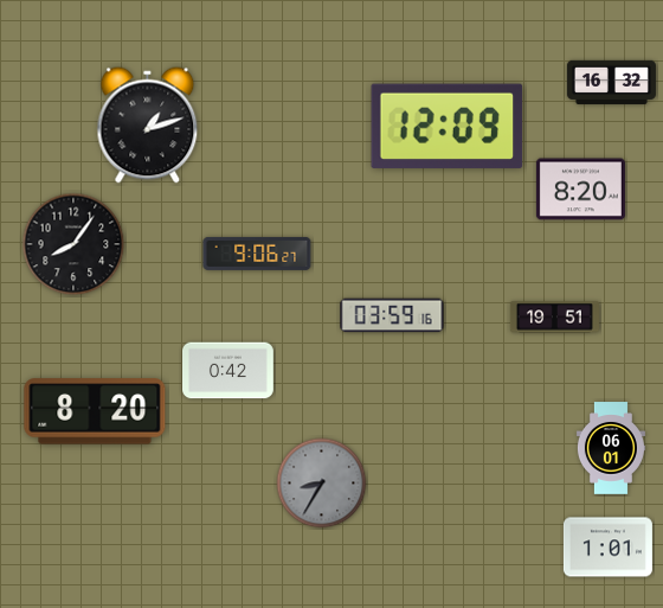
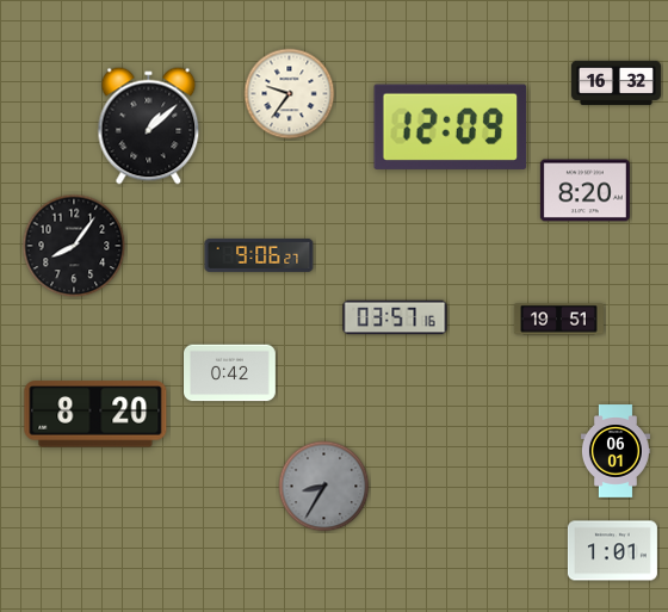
clock at (290, 94): none -> 9:36
clock at (148, 126): 1:12 -> 1:08
clock at (392, 315): 03:59 -> 03:57
